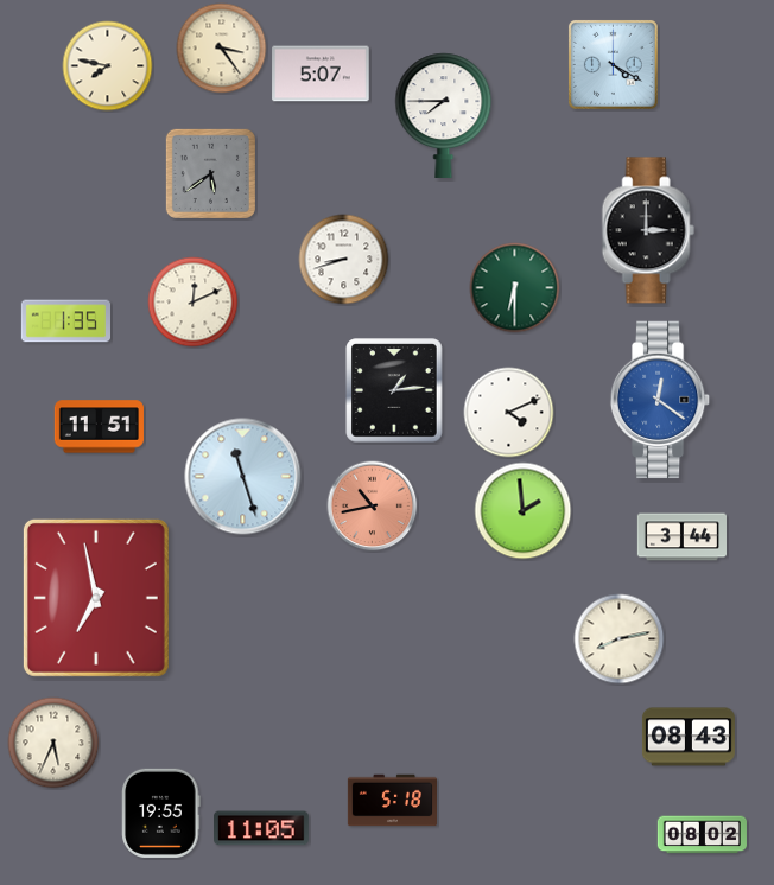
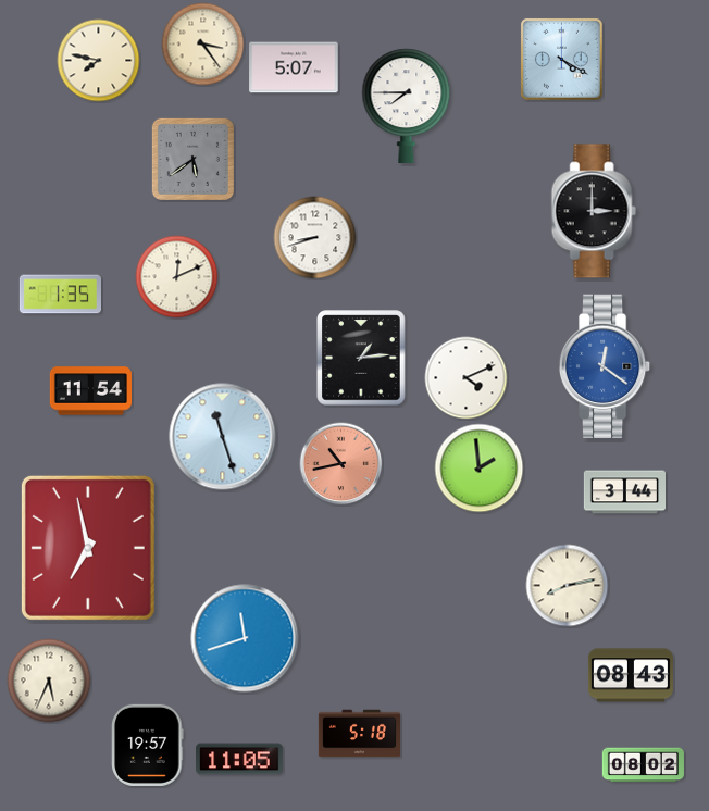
clock at (515, 288): 6:30 -> none
clock at (99, 427): 11:51 -> 11:54
clock at (245, 638): none -> 11:42
clock at (161, 813): 19:55 -> 19:57
